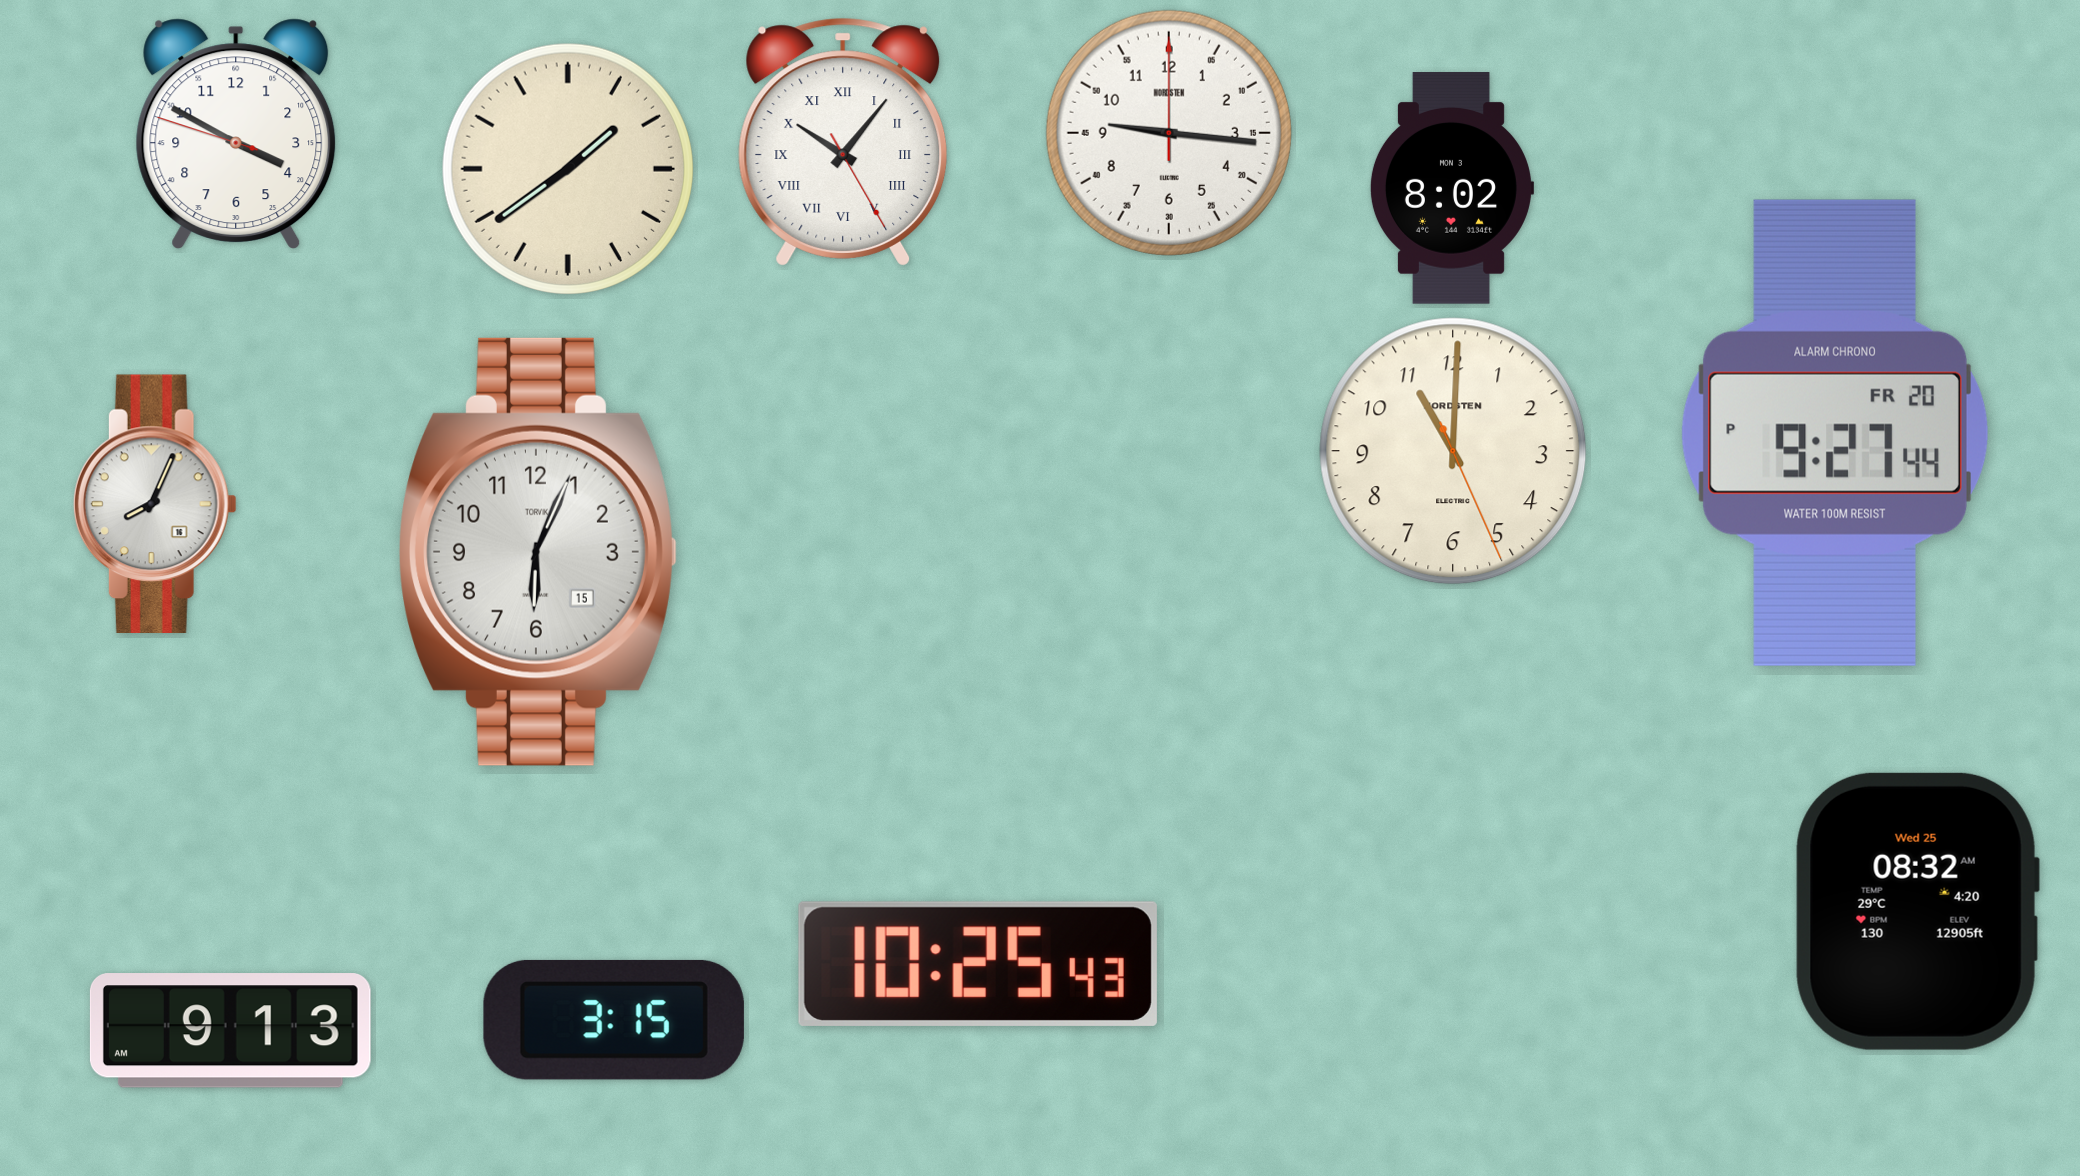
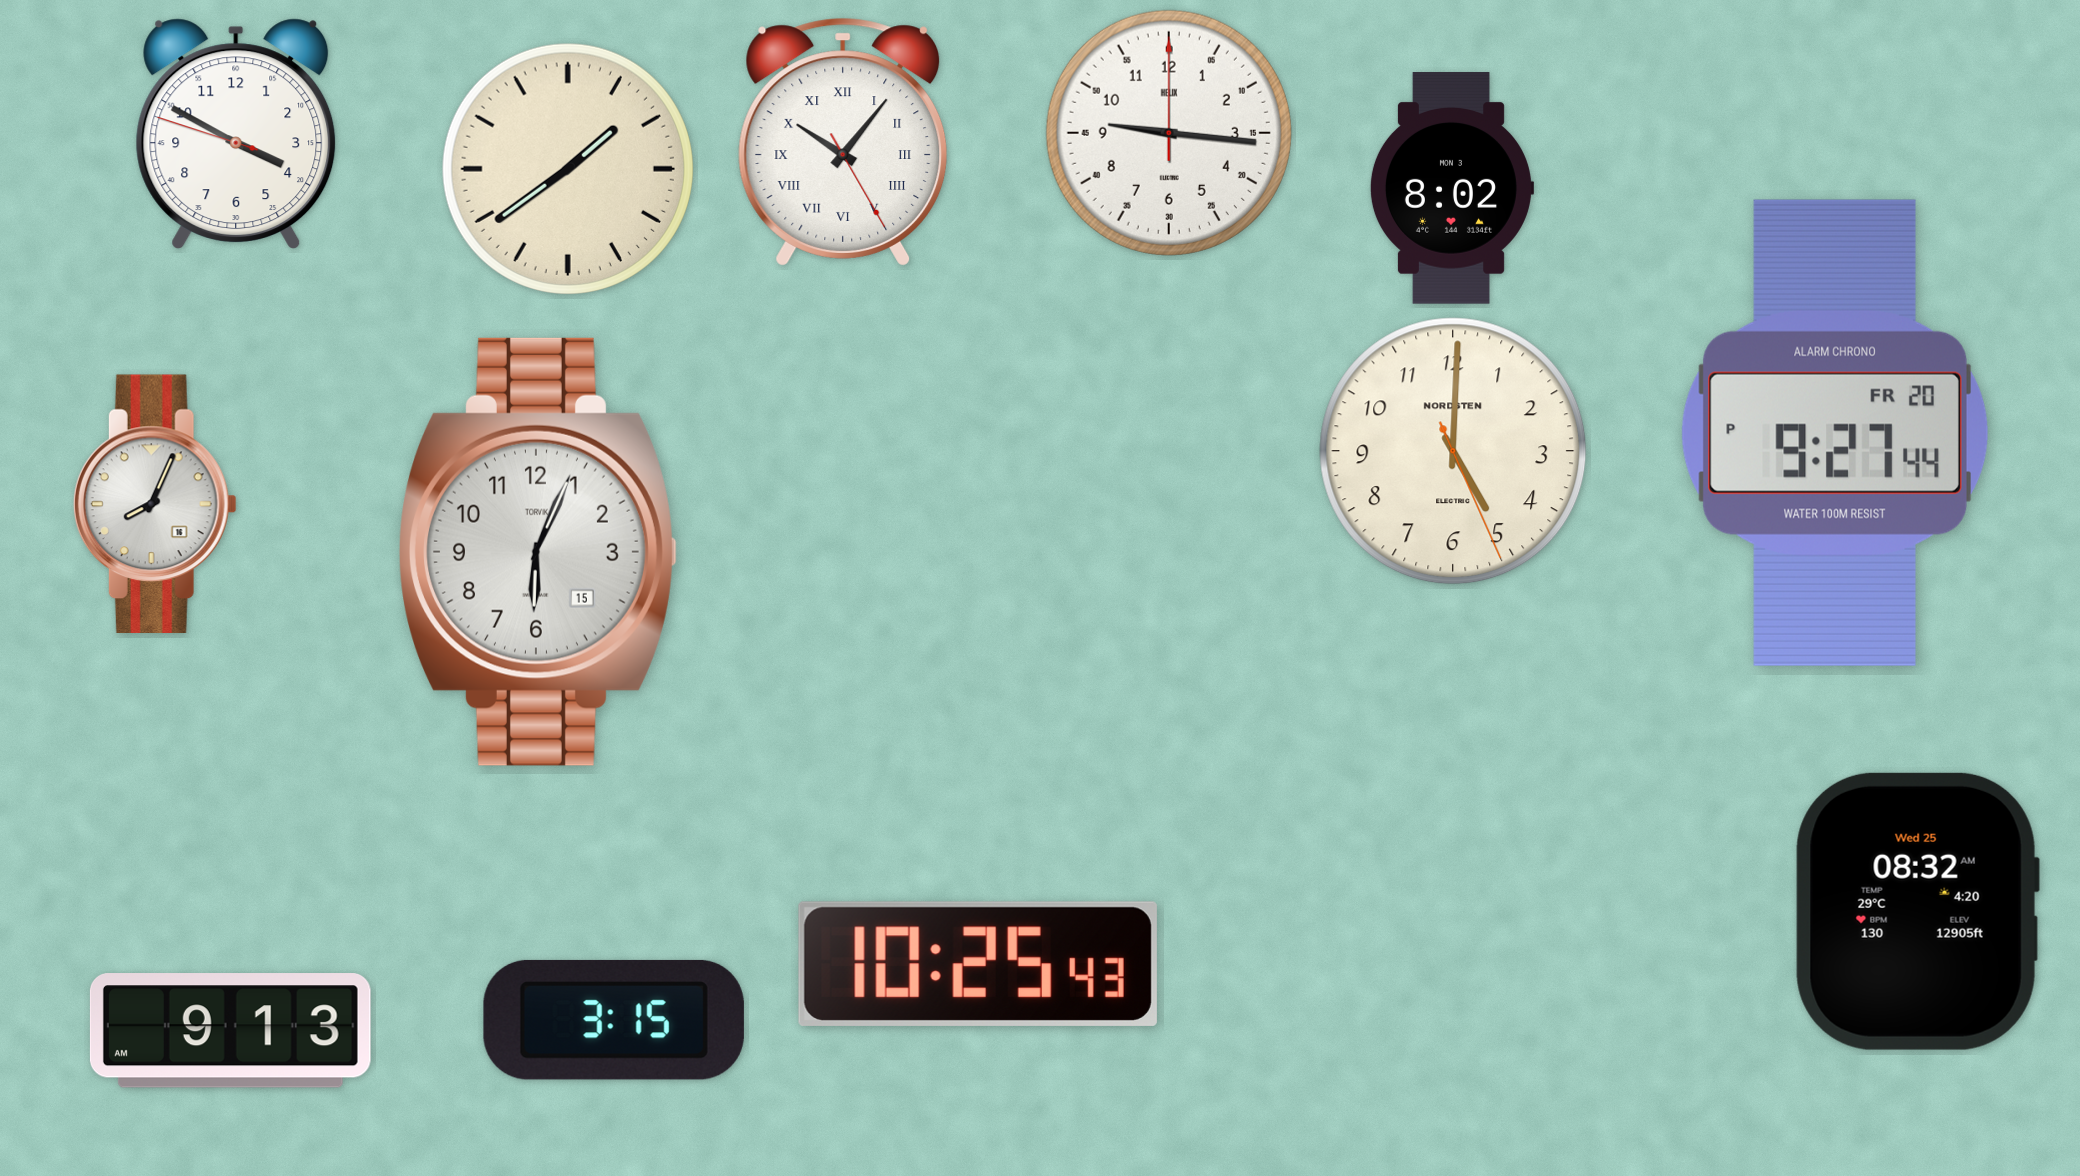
clock at (1169, 133) brand: NORDSTEN -> HELIX
clock at (1453, 451): 11:00 -> 5:00
